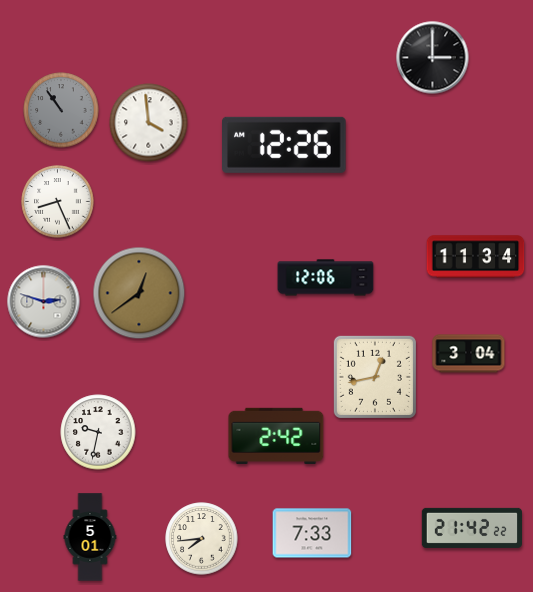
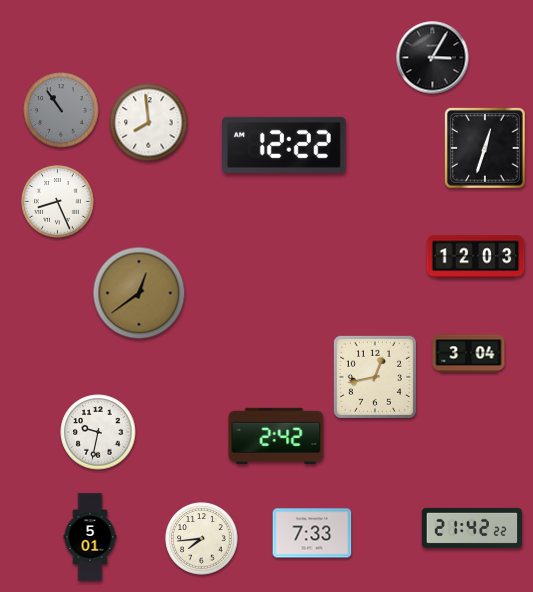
clock at (433, 58): 3:00 -> 3:05
clock at (149, 123): 3:59 -> 7:59
clock at (285, 145): 12:26 -> 12:22
clock at (485, 148): none -> 12:33
clock at (476, 257): 11:34 -> 12:03
clock at (326, 278): 12:06 -> none
clock at (44, 302): 2:48 -> none
